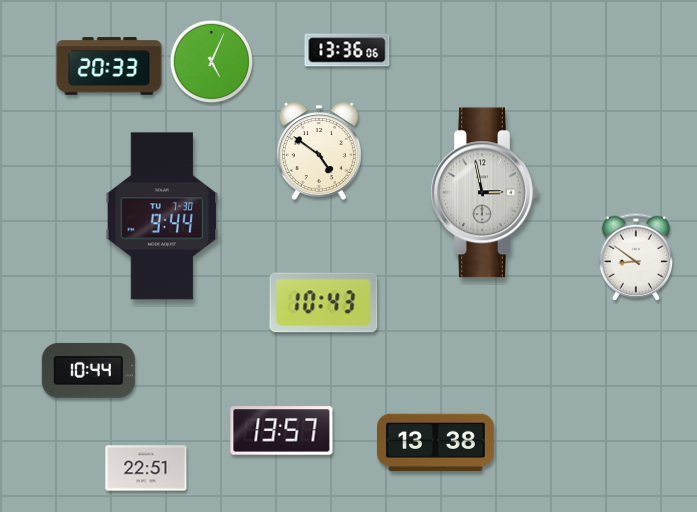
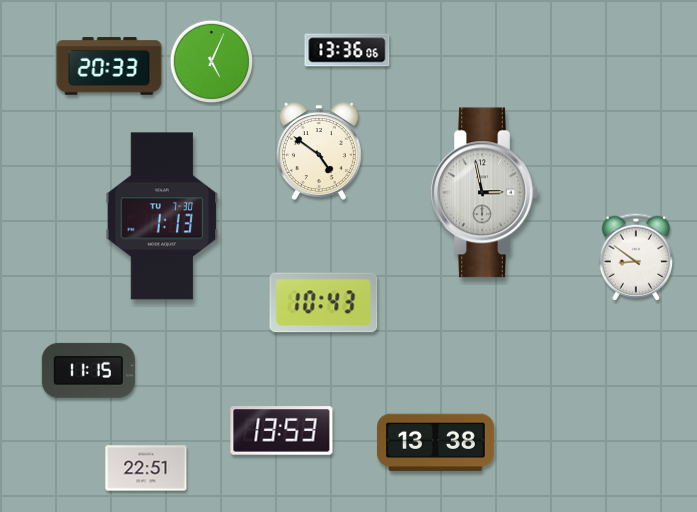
clock at (162, 216): 9:44 -> 1:13
clock at (88, 370): 10:44 -> 11:15
clock at (282, 431): 13:57 -> 13:53
